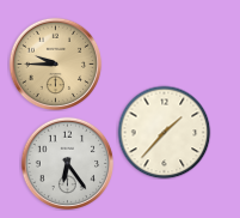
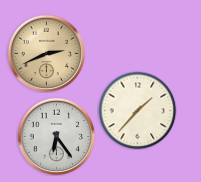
clock at (55, 63): 9:45 -> 2:41
